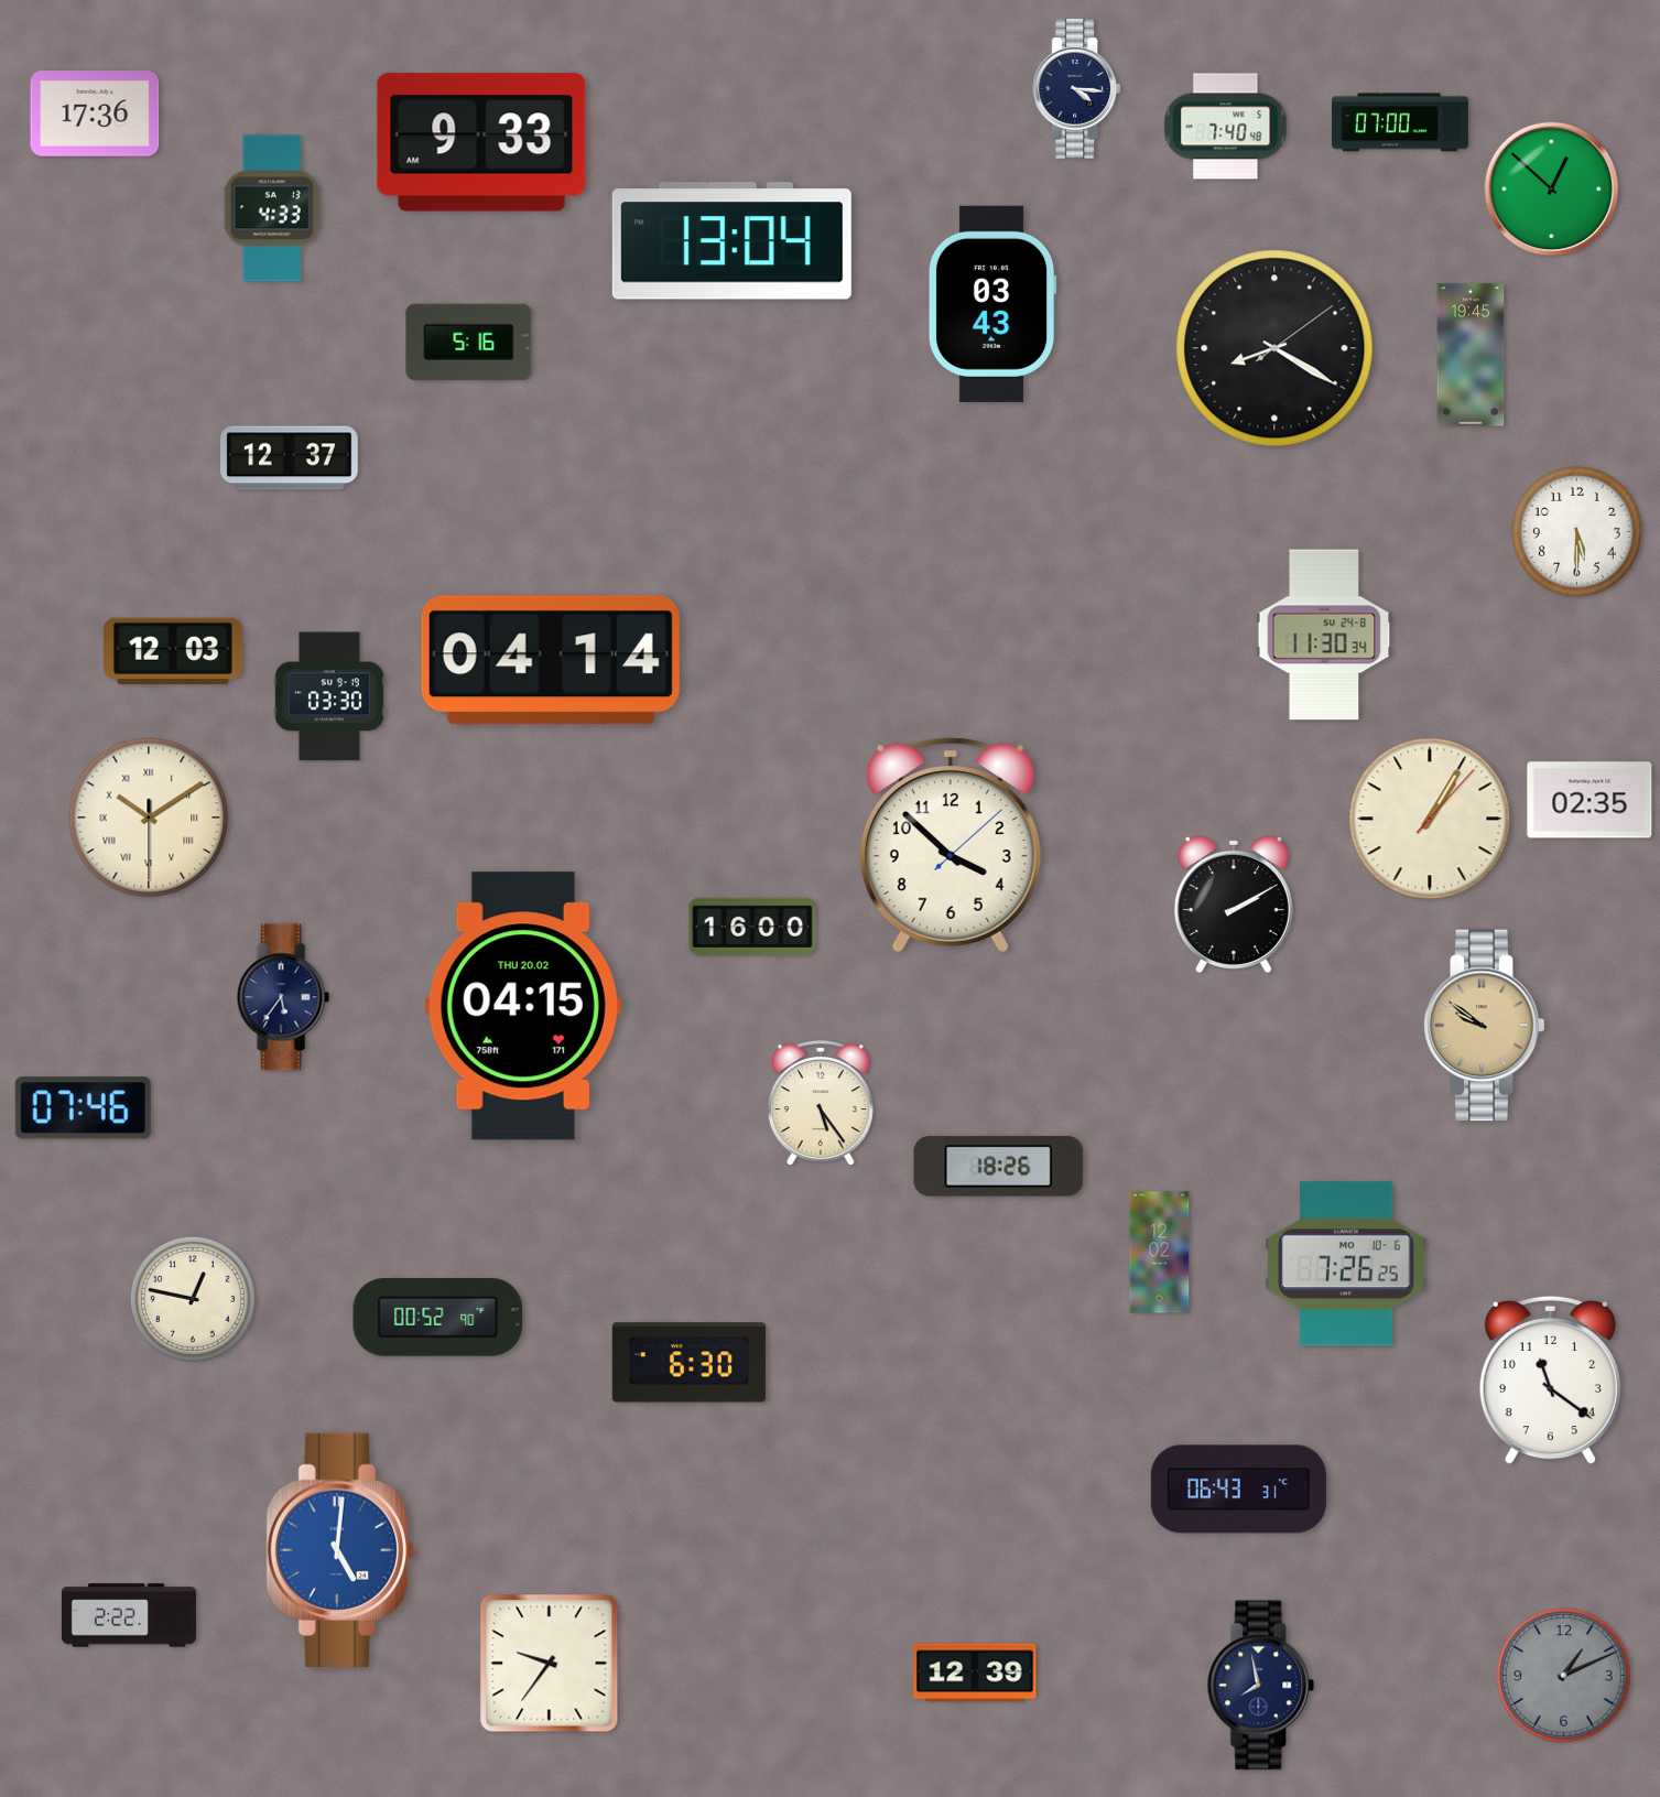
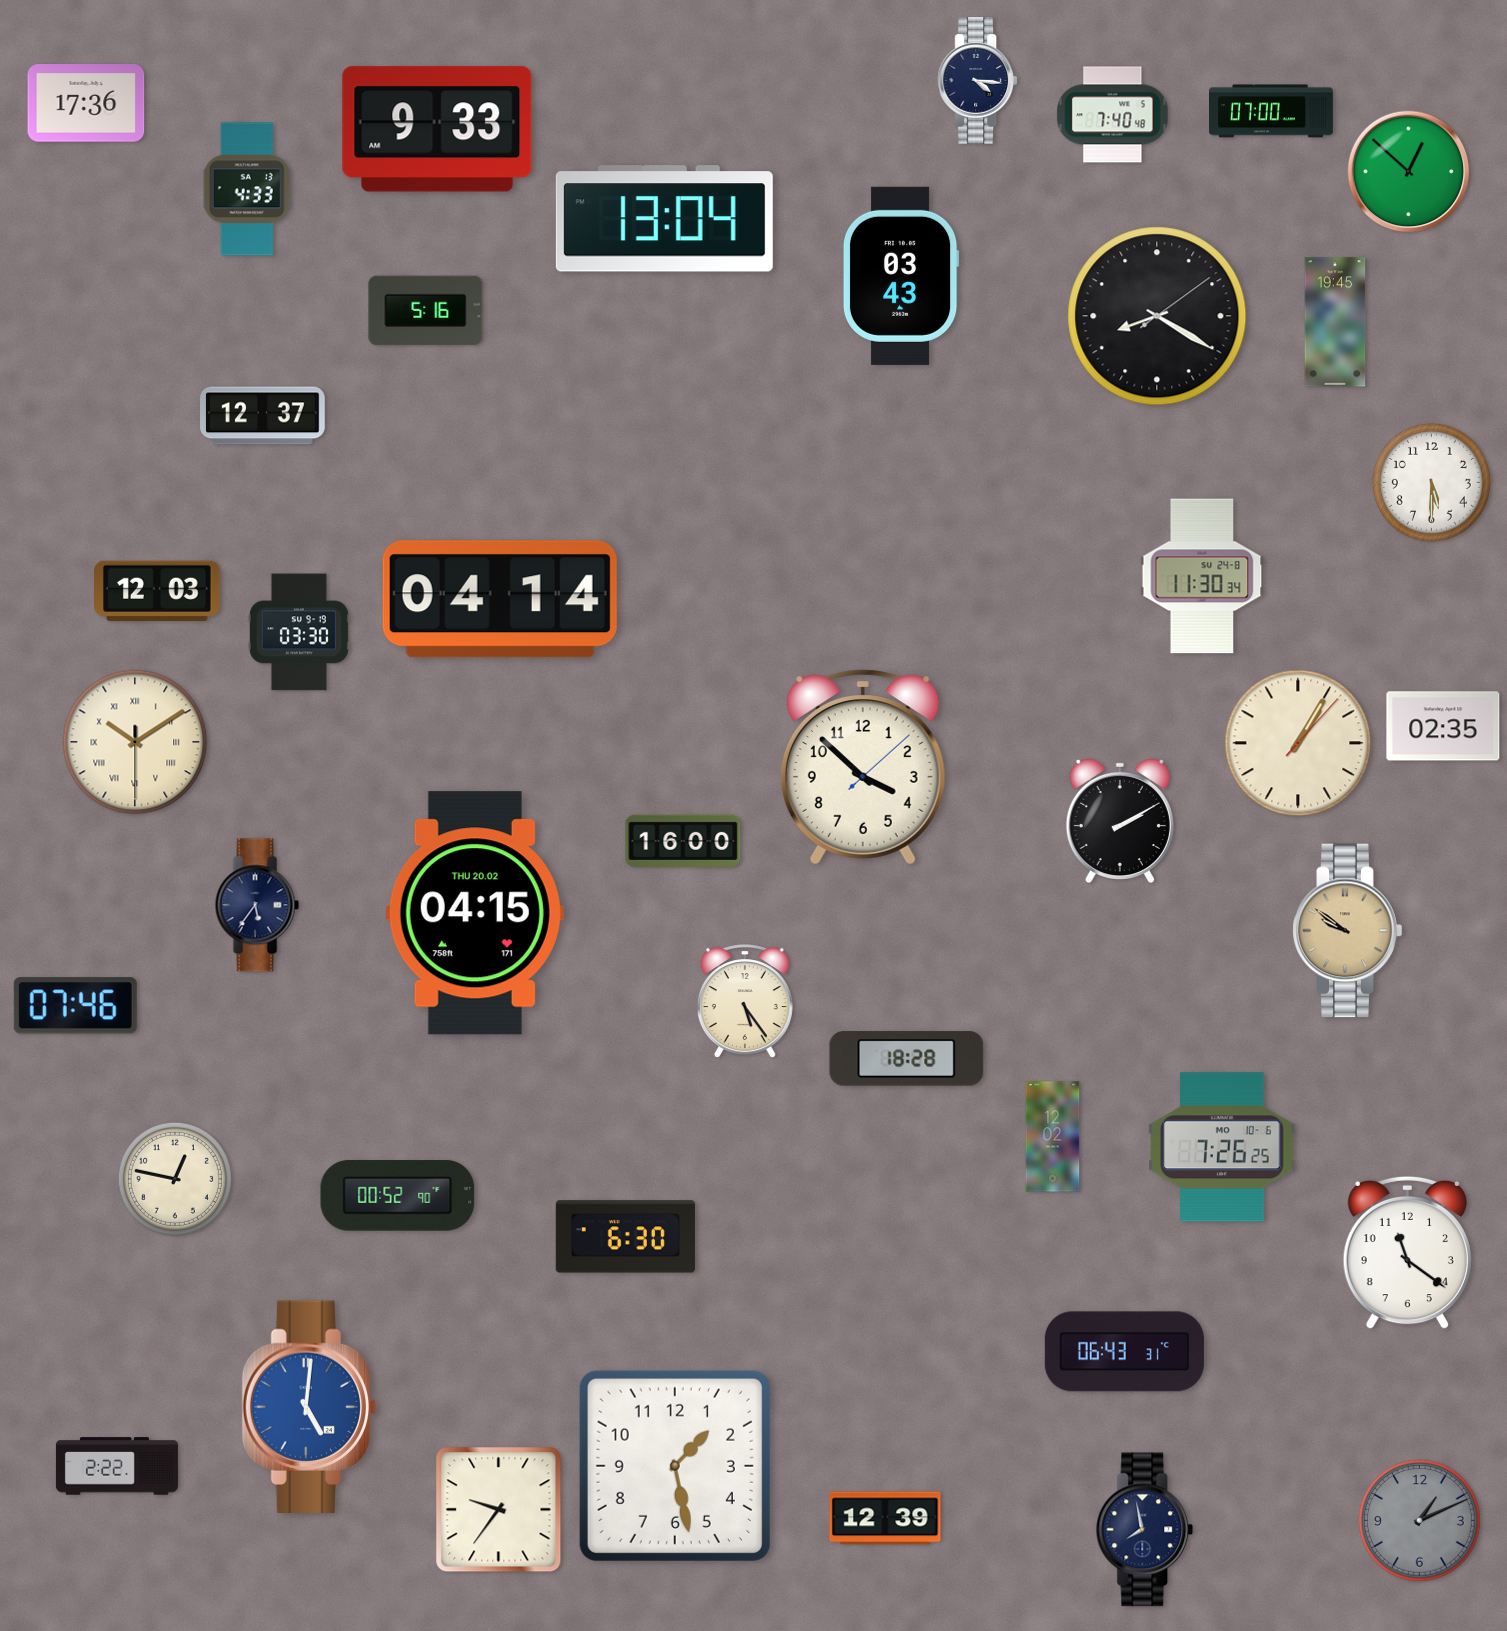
clock at (999, 1167): 18:26 -> 18:28
clock at (675, 1466): none -> 1:28
